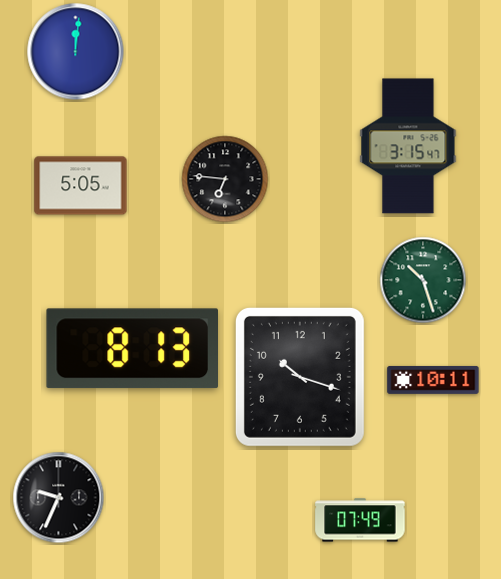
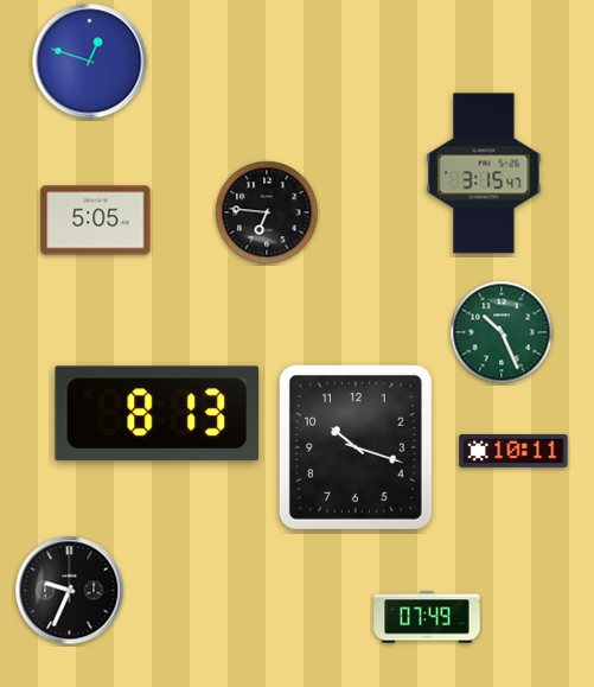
clock at (76, 52): 12:01 -> 12:48
clock at (423, 280): 10:27 -> 10:26
